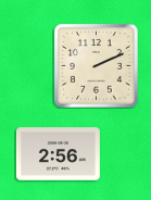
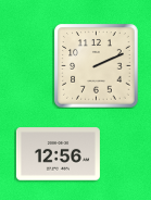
clock at (58, 154): 2:56 -> 12:56
